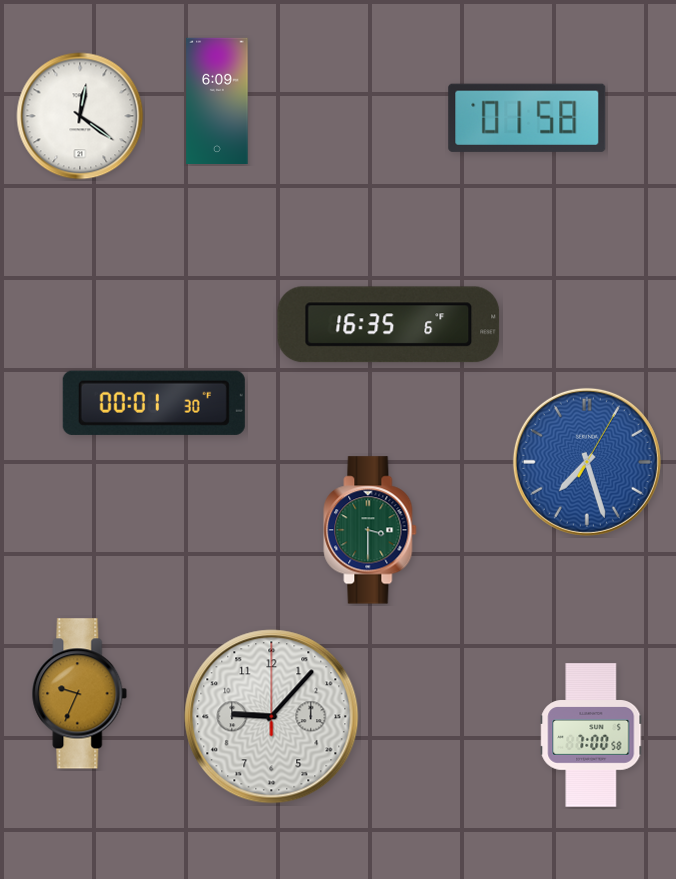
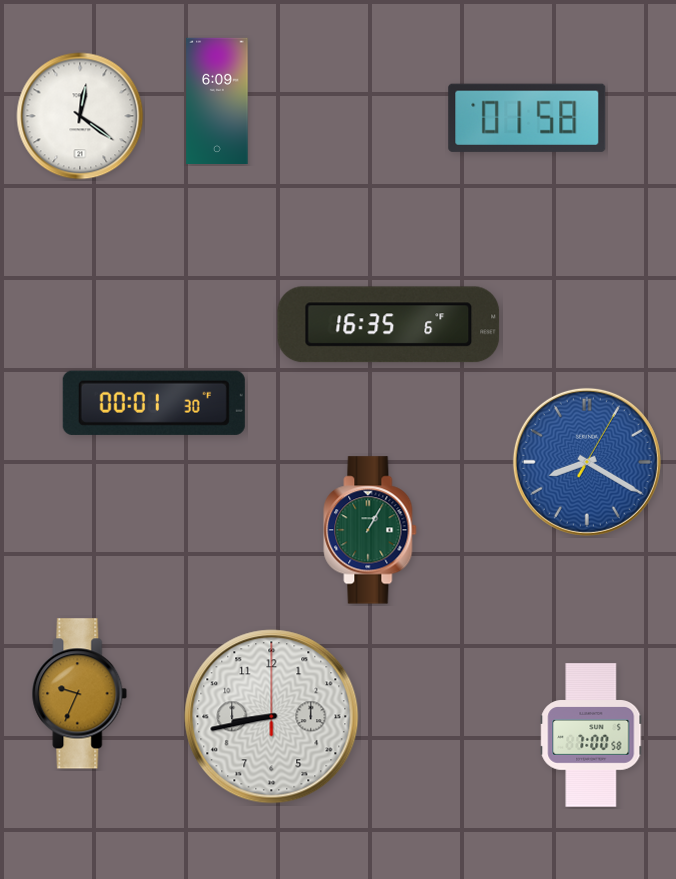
clock at (587, 462): 7:27 -> 8:20
clock at (370, 530): 3:30 -> 1:05
clock at (272, 717): 9:07 -> 8:43
